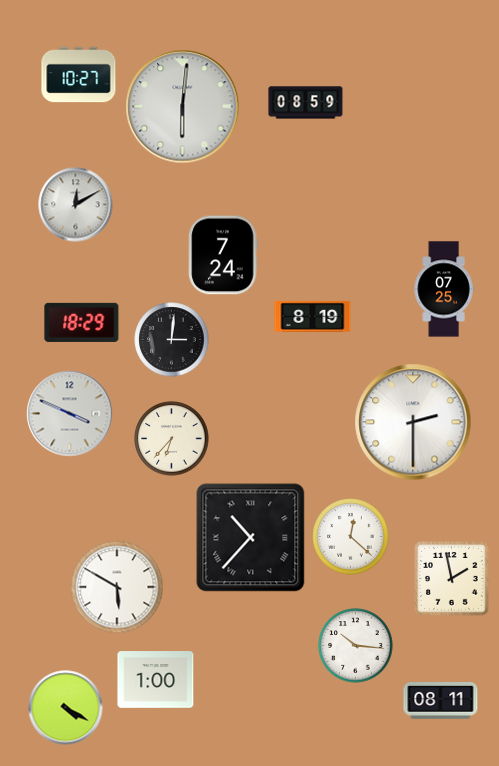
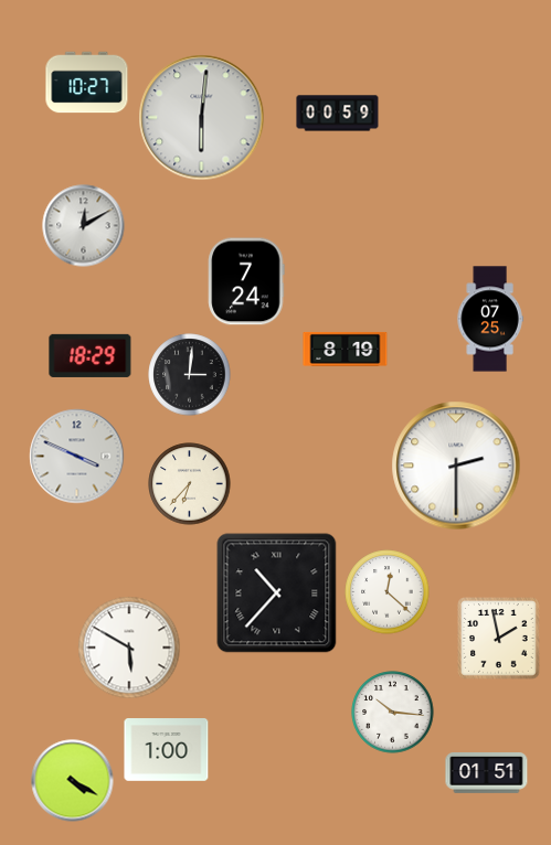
clock at (306, 103): 08:59 -> 00:59
clock at (156, 680) position: (156, 680) -> (167, 750)
clock at (441, 701): 08:11 -> 01:51
